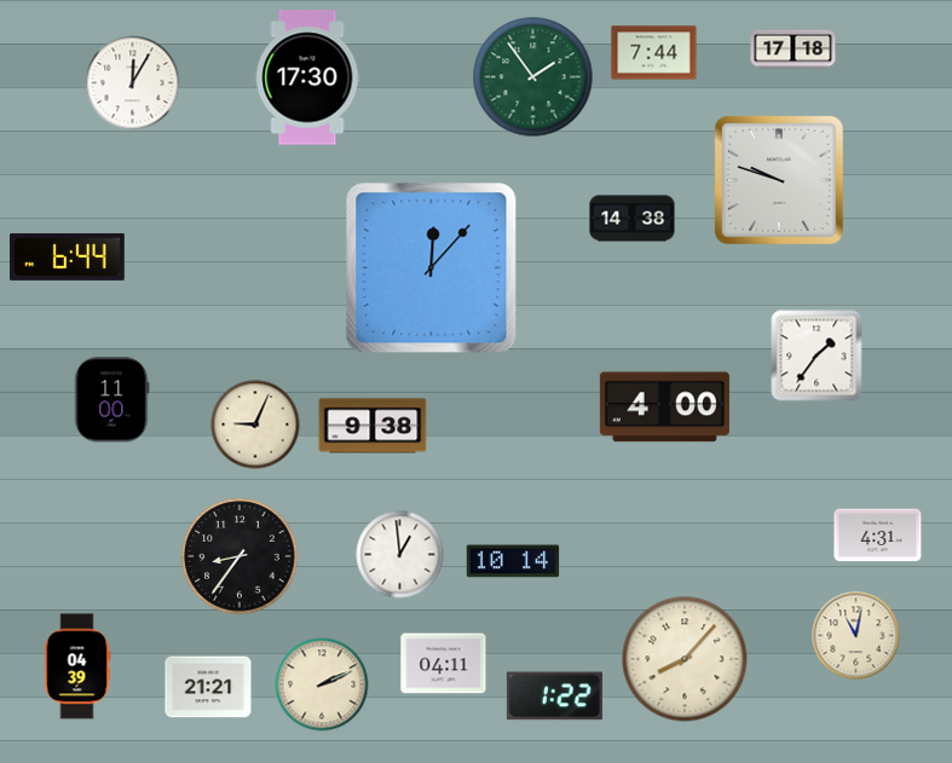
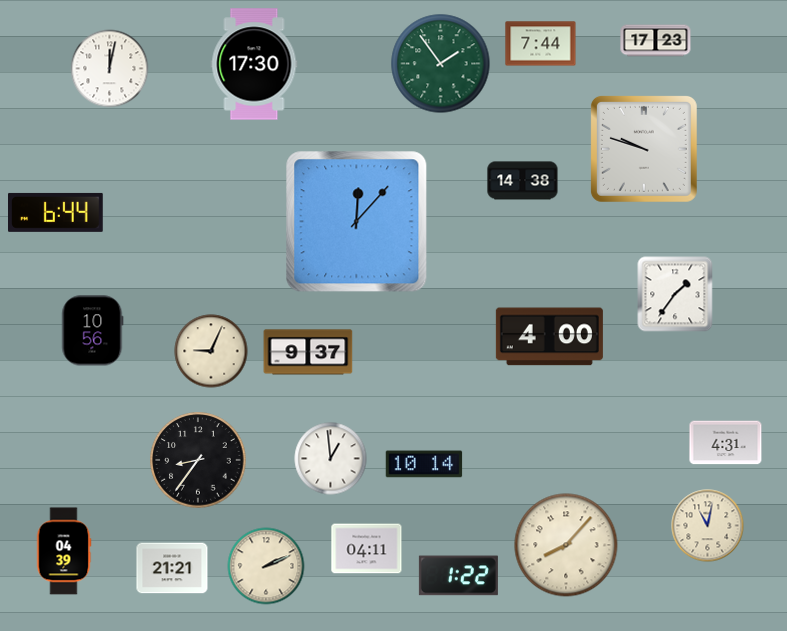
clock at (794, 50): 17:18 -> 17:23
clock at (133, 83): 12:05 -> 12:02
clock at (112, 400): 11:00 -> 10:56
clock at (373, 426): 9:38 -> 9:37
